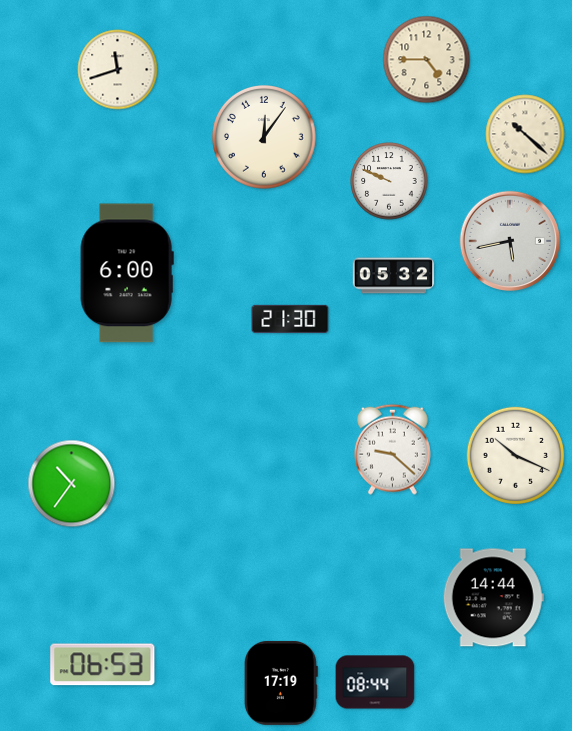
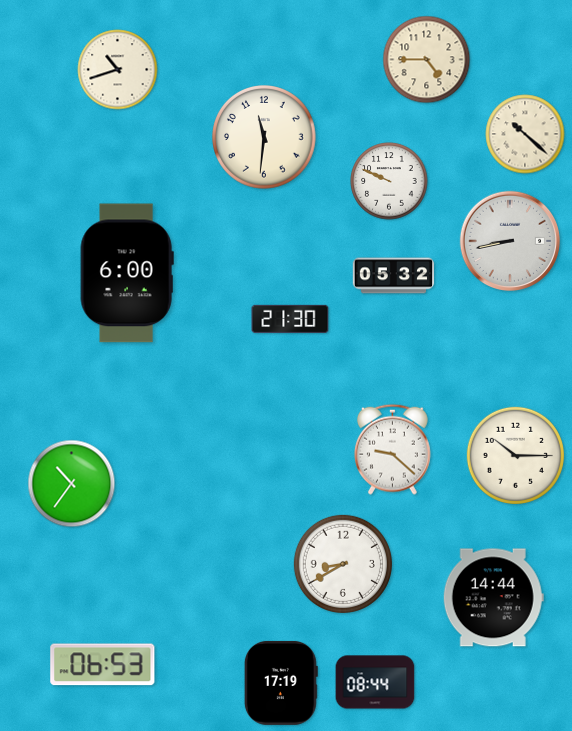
clock at (118, 70): 11:42 -> 10:42
clock at (265, 138): 12:06 -> 11:31
clock at (510, 240): 5:43 -> 8:43
clock at (515, 455): 10:19 -> 10:15
clock at (343, 564): none -> 8:40
